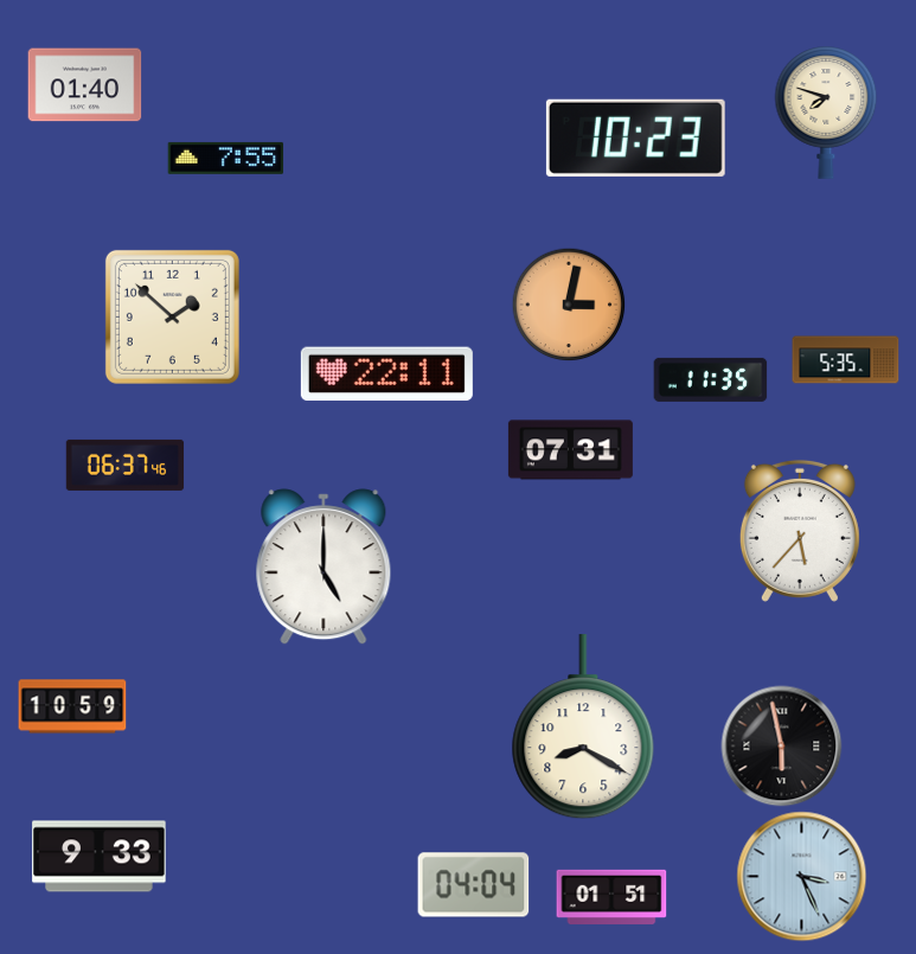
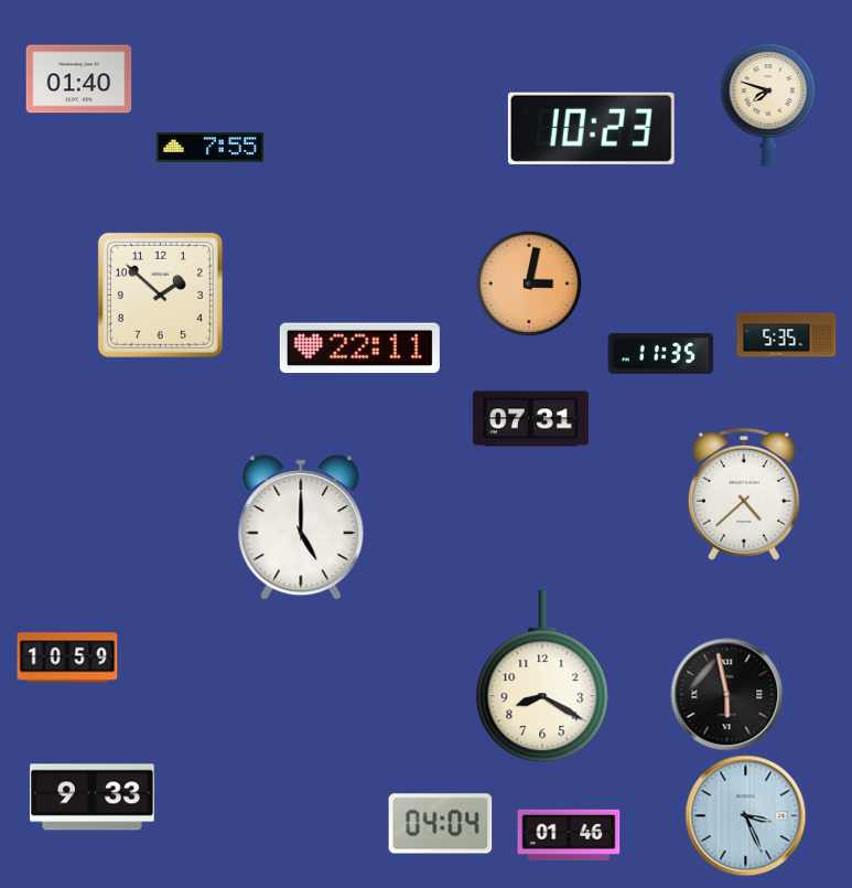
clock at (126, 465): 06:37 -> none
clock at (800, 531): 5:37 -> 4:38
clock at (611, 896): 01:51 -> 01:46
